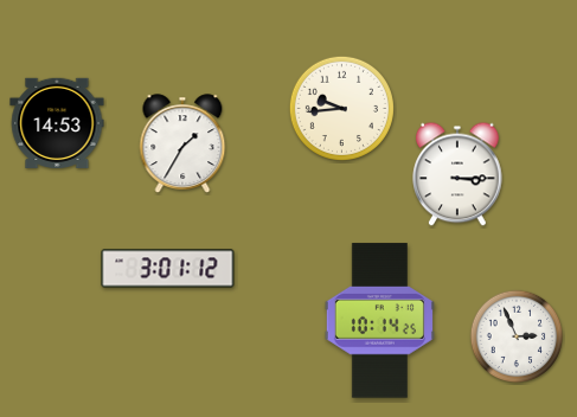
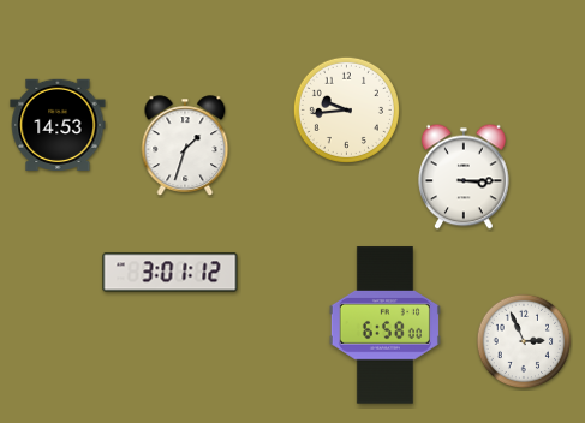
clock at (182, 143): 1:35 -> 1:33
clock at (379, 321): 10:14 -> 6:58
